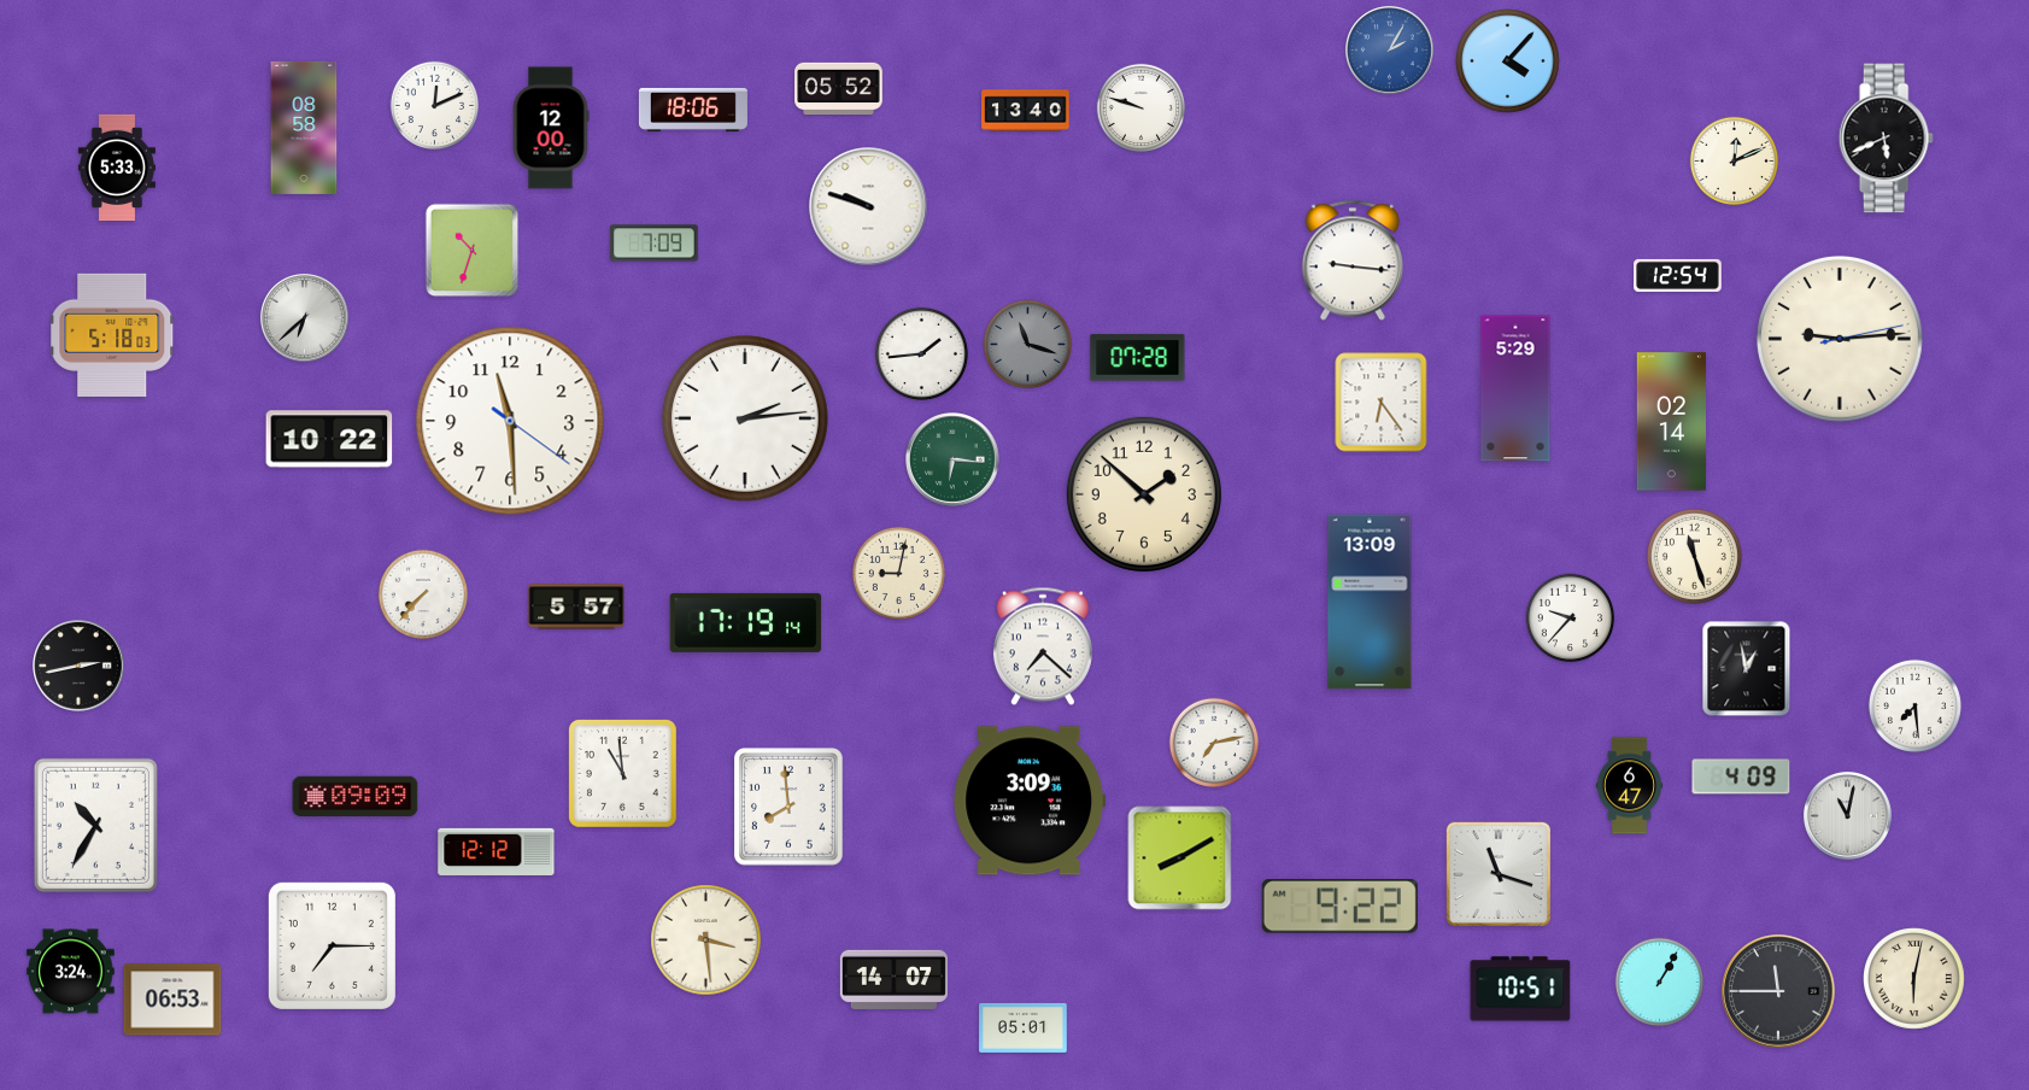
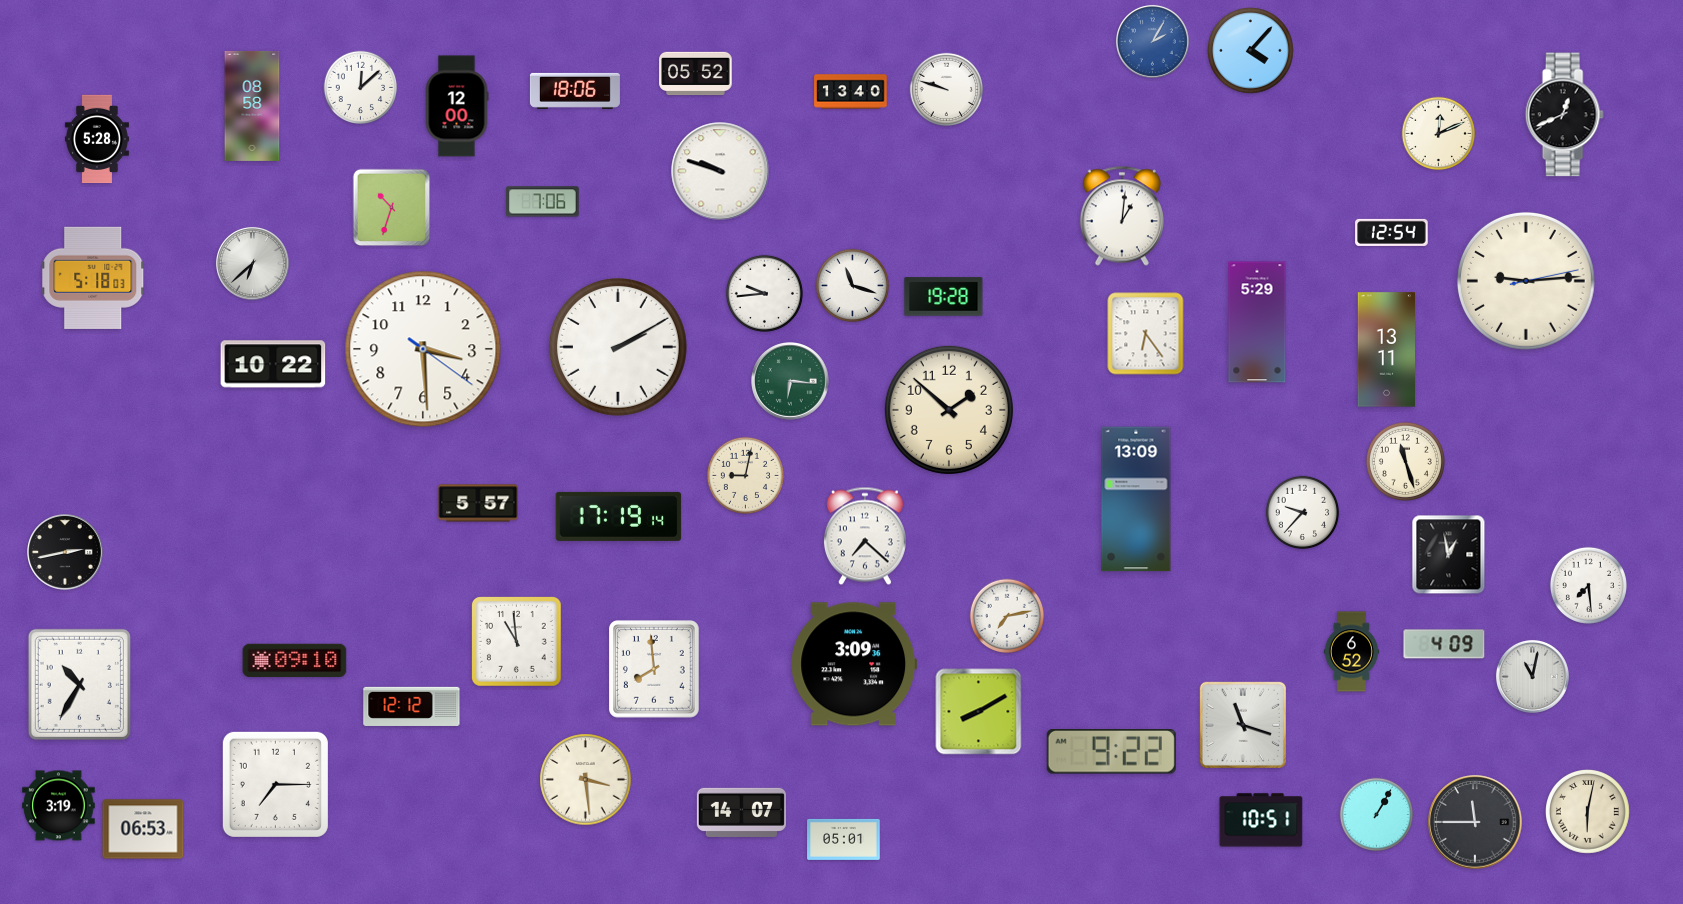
clock at (435, 106): 12:11 -> 12:08
clock at (1886, 139): 5:41 -> 12:41
clock at (117, 166): 5:33 -> 5:28
clock at (655, 244): 7:09 -> 7:06
clock at (1353, 260): 9:16 -> 1:01
clock at (1678, 275) position: (1678, 275) -> (1392, 232)
clock at (1028, 345) dial: grey -> white
clock at (921, 353): 1:44 -> 9:44
clock at (1138, 358): 07:28 -> 19:28
clock at (745, 418): 2:14 -> 2:10
clock at (510, 421): 11:29 -> 3:29
clock at (1671, 422): 02:14 -> 13:11
clock at (423, 594): 7:37 -> none
clock at (1629, 786): 6:47 -> 6:52
clock at (356, 797): 09:09 -> 09:10
clock at (71, 972): 3:24 -> 3:19
clock at (1024, 1027) position: (1024, 1027) -> (844, 839)
